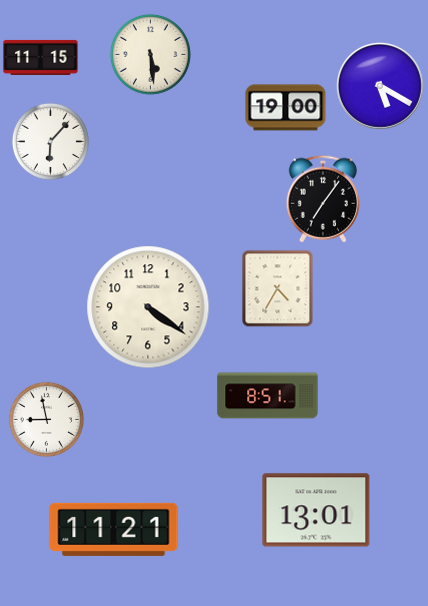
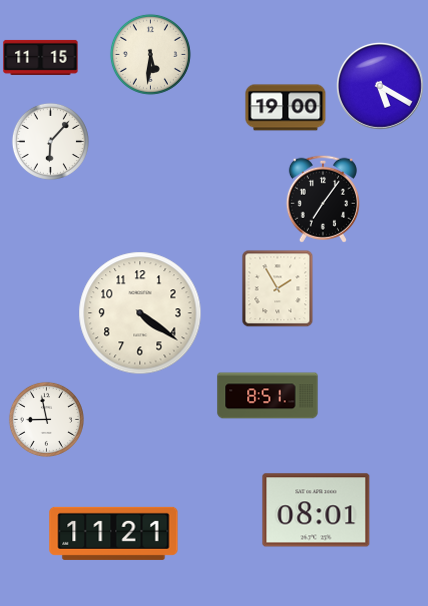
clock at (150, 54): 5:29 -> 5:31
clock at (278, 289): 4:35 -> 1:55
clock at (148, 307) position: (148, 307) -> (140, 313)
clock at (316, 510): 13:01 -> 08:01
clock at (114, 529) position: (114, 529) -> (114, 533)
